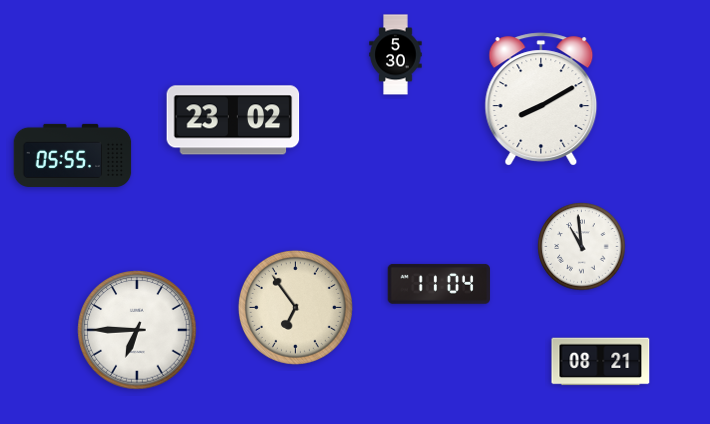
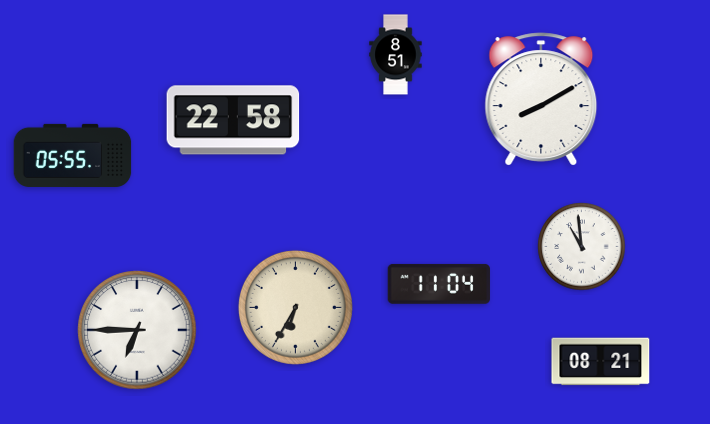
clock at (396, 55): 5:30 -> 8:51
clock at (233, 120): 23:02 -> 22:58
clock at (295, 307): 6:54 -> 6:35
